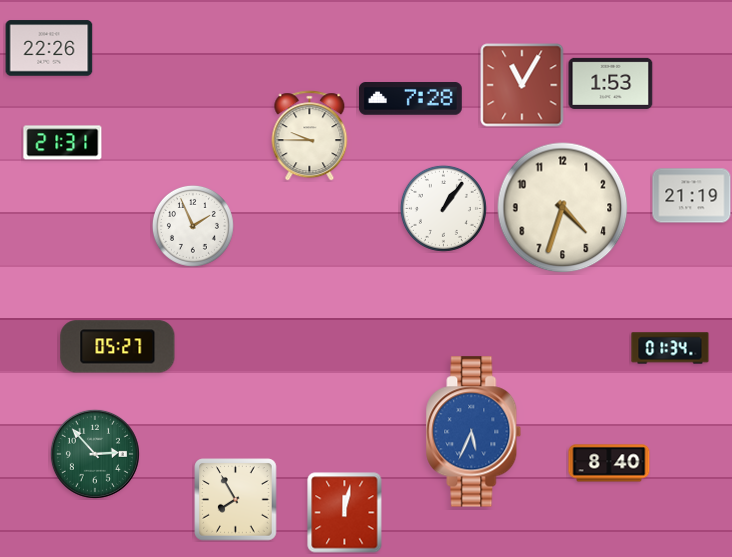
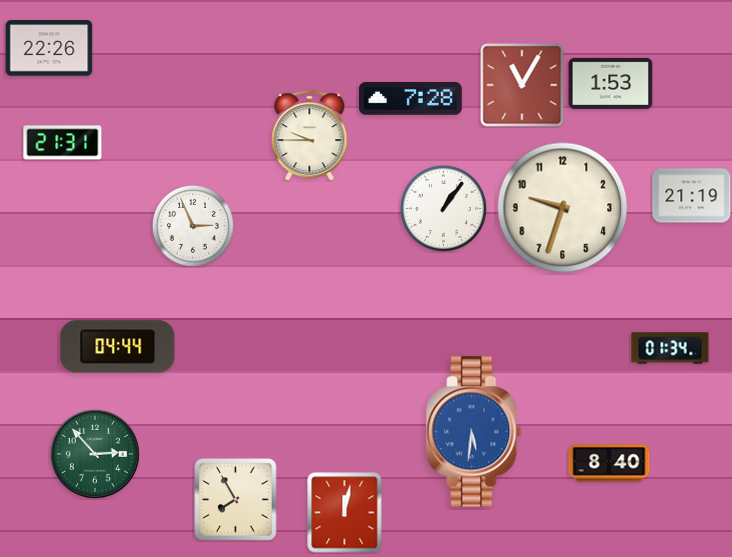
clock at (563, 208): 4:33 -> 9:33
clock at (193, 226): 1:56 -> 2:56
clock at (118, 347): 05:27 -> 04:44
clock at (474, 432): 5:34 -> 5:31
